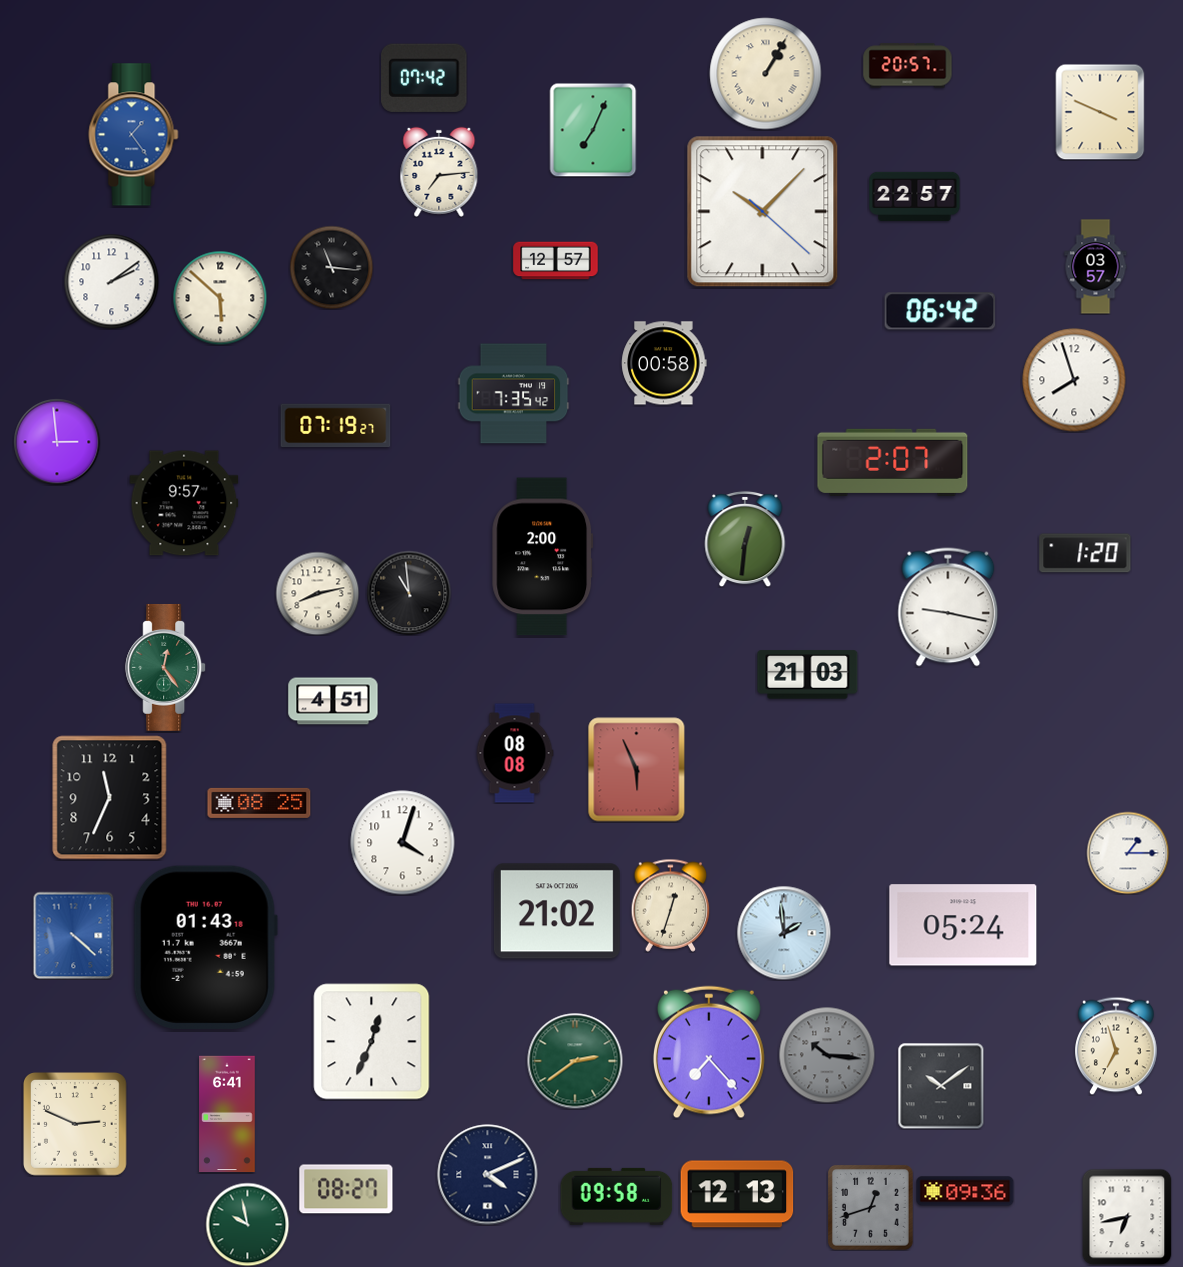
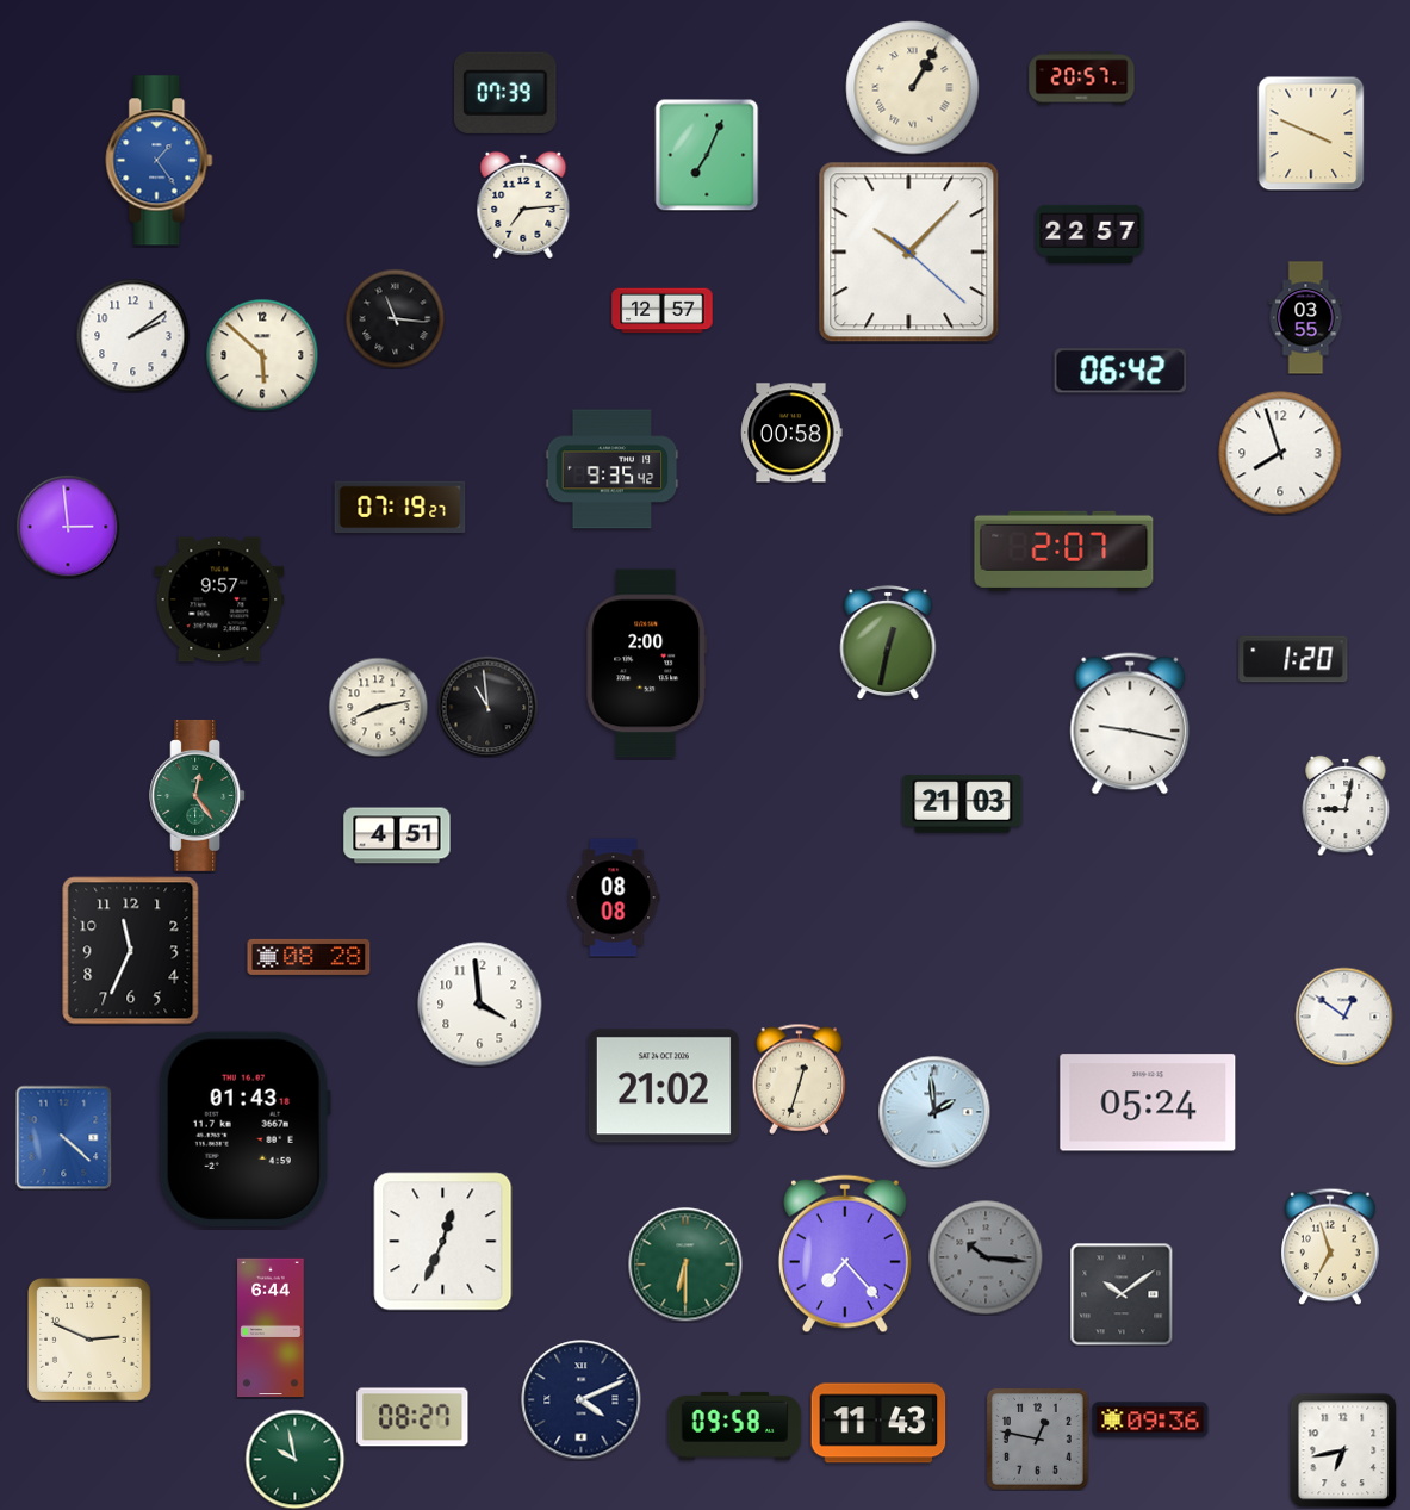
clock at (424, 78): 07:42 -> 07:39
clock at (1096, 267): 03:57 -> 03:55
clock at (514, 394): 7:35 -> 9:35
clock at (745, 539): 12:31 -> 12:32
clock at (1346, 806): none -> 9:02
clock at (637, 770): 5:56 -> none
clock at (259, 803): 08:25 -> 08:28
clock at (403, 843): 4:03 -> 3:59
clock at (1128, 853): 1:15 -> 12:51
clock at (74, 935) position: (74, 935) -> (64, 1137)
clock at (575, 1061): 2:39 -> 6:30
clock at (227, 1114): 6:41 -> 6:44
clock at (737, 1194): 12:13 -> 11:43
clock at (871, 1208): 12:42 -> 12:47
